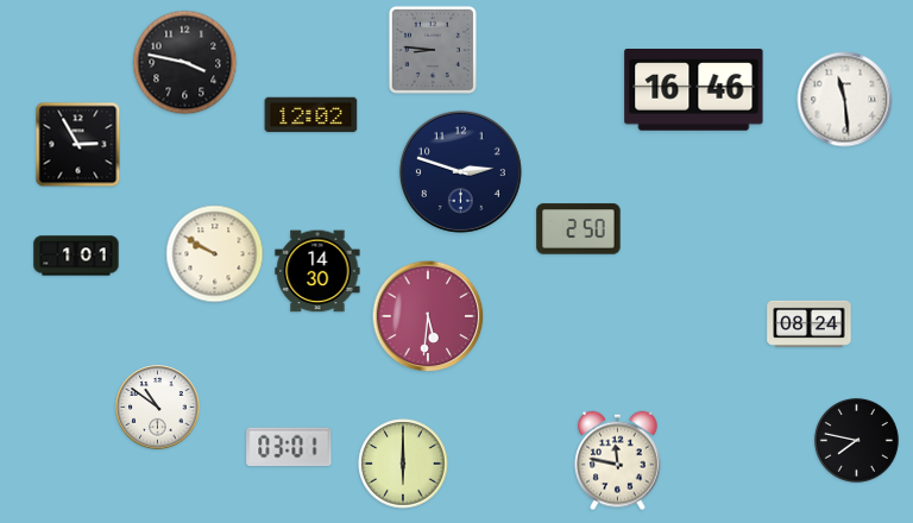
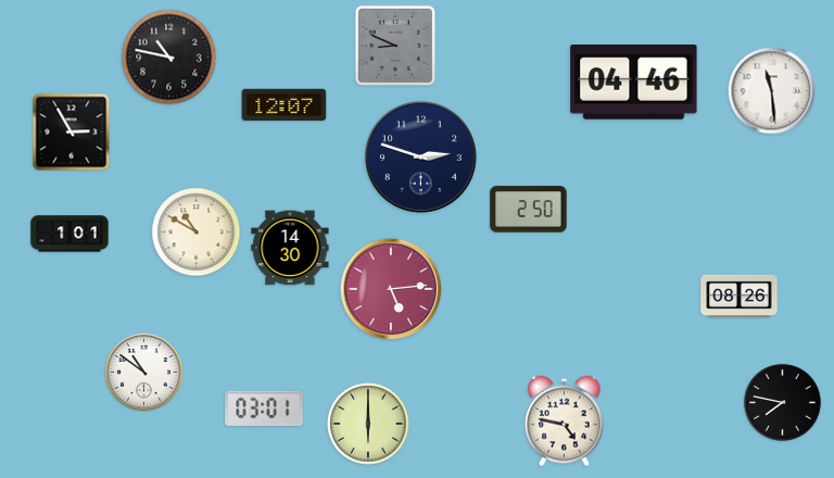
clock at (433, 50): 8:46 -> 8:49
clock at (185, 63): 3:47 -> 10:47
clock at (694, 90): 16:46 -> 04:46
clock at (311, 115): 12:02 -> 12:07
clock at (215, 254): 9:50 -> 10:50
clock at (428, 316): 5:31 -> 5:14
clock at (810, 323): 08:24 -> 08:26
clock at (618, 461): 11:47 -> 4:47
